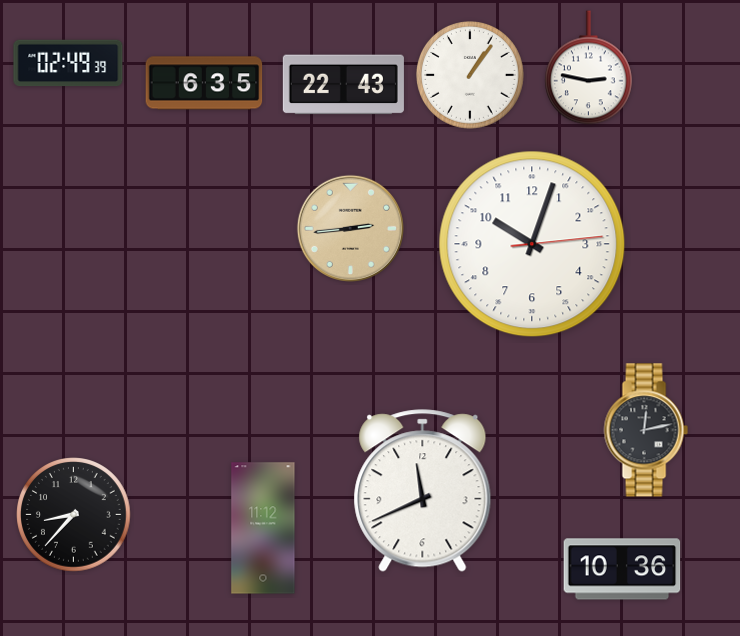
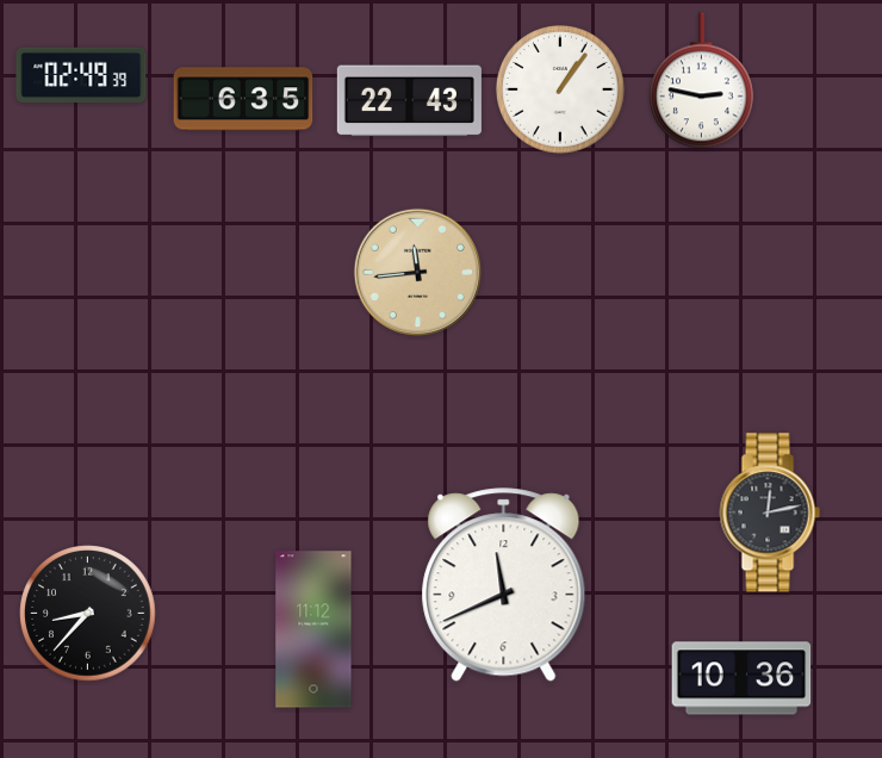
clock at (350, 228): 2:44 -> 11:44
clock at (532, 244): 10:03 -> none
